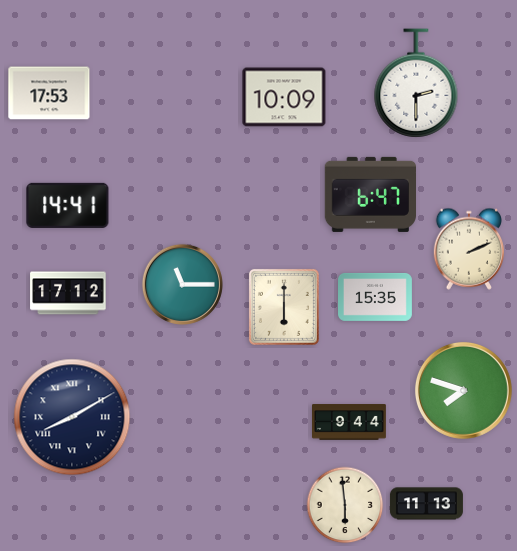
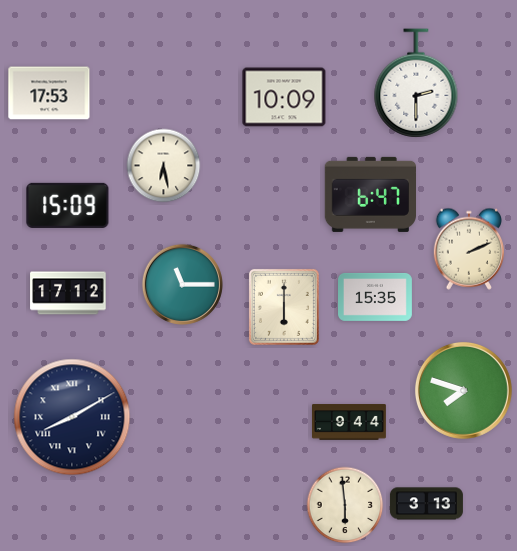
clock at (164, 166): none -> 6:28
clock at (68, 205): 14:41 -> 15:09
clock at (426, 504): 11:13 -> 3:13
